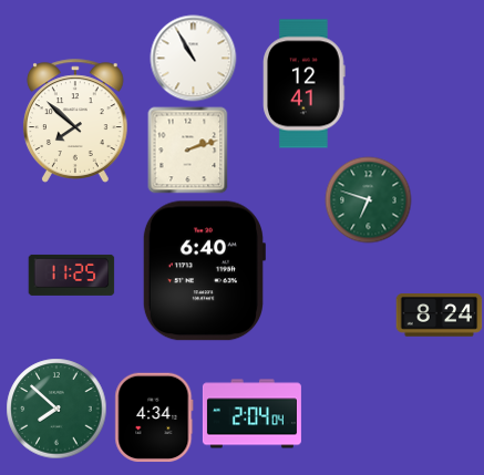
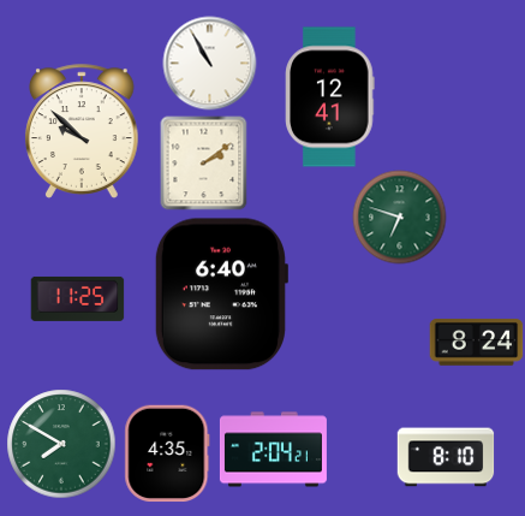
clock at (305, 84) position: (305, 84) -> (330, 97)
clock at (75, 121): 7:52 -> 9:52
clock at (188, 149): 2:12 -> 2:09
clock at (56, 409): 7:52 -> 7:50
clock at (251, 414): 2:04:04 -> 2:04:21
clock at (154, 417): 4:34 -> 4:35
clock at (446, 457): none -> 8:10
